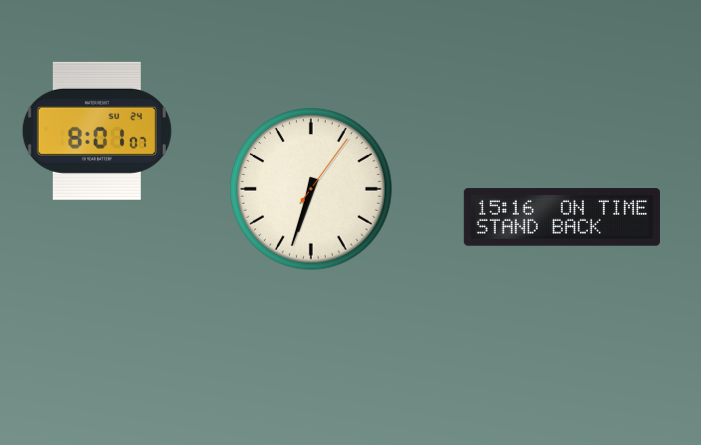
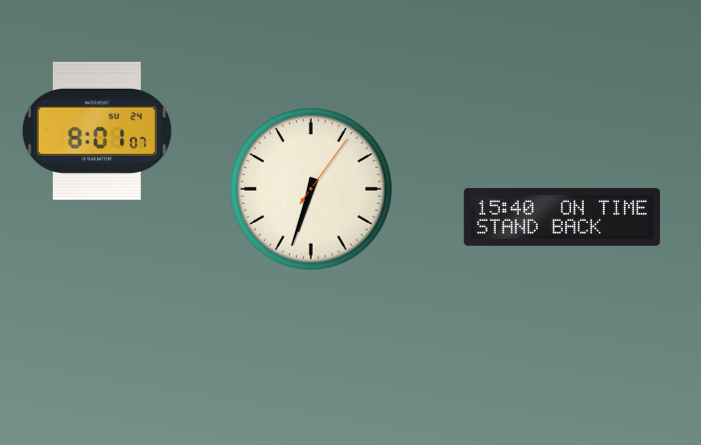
clock at (562, 217): 15:16 -> 15:40
